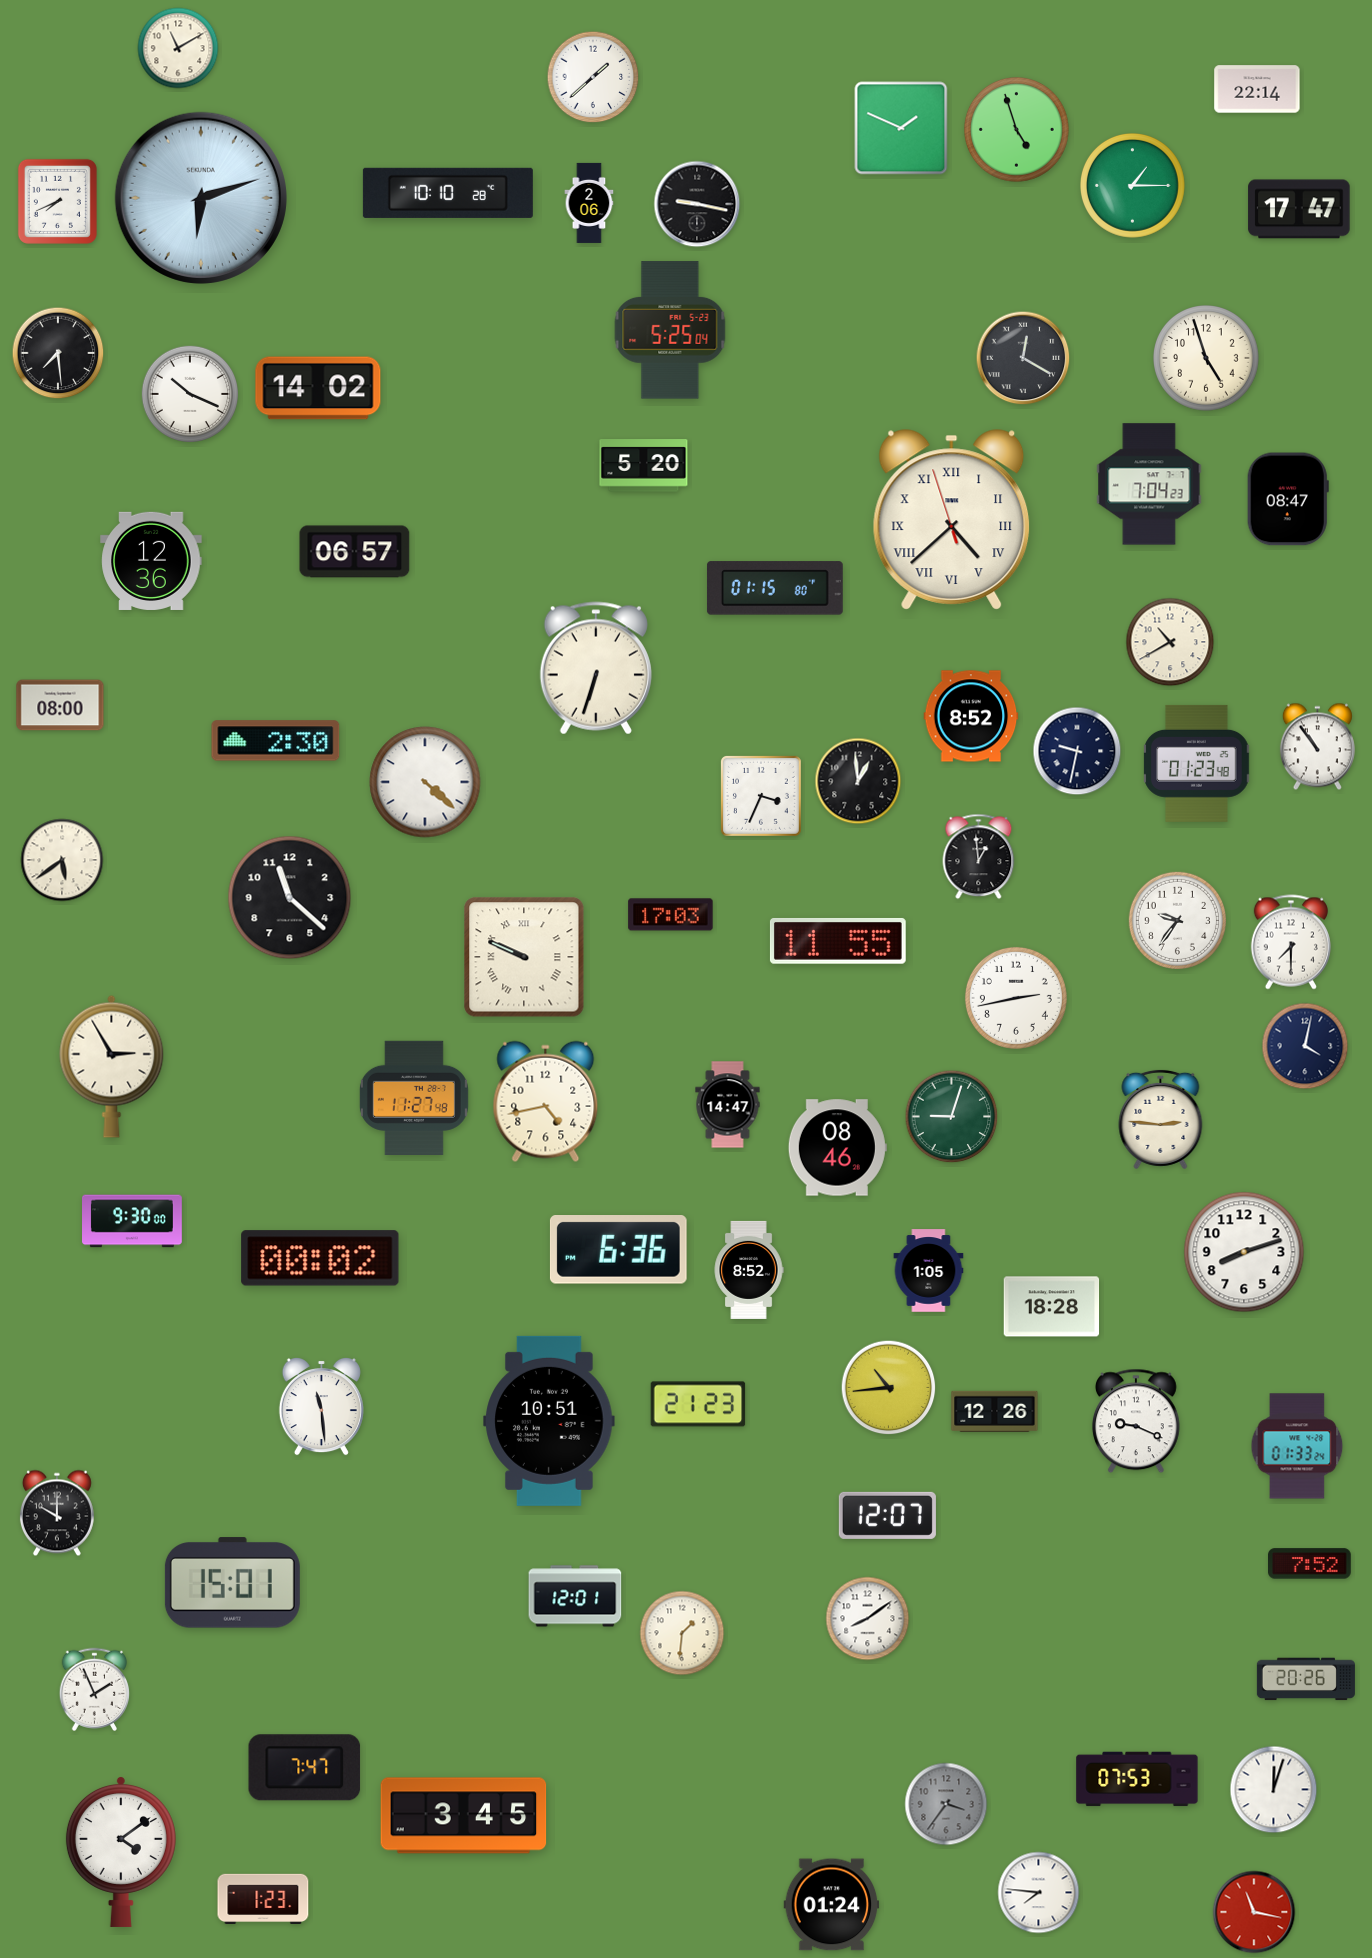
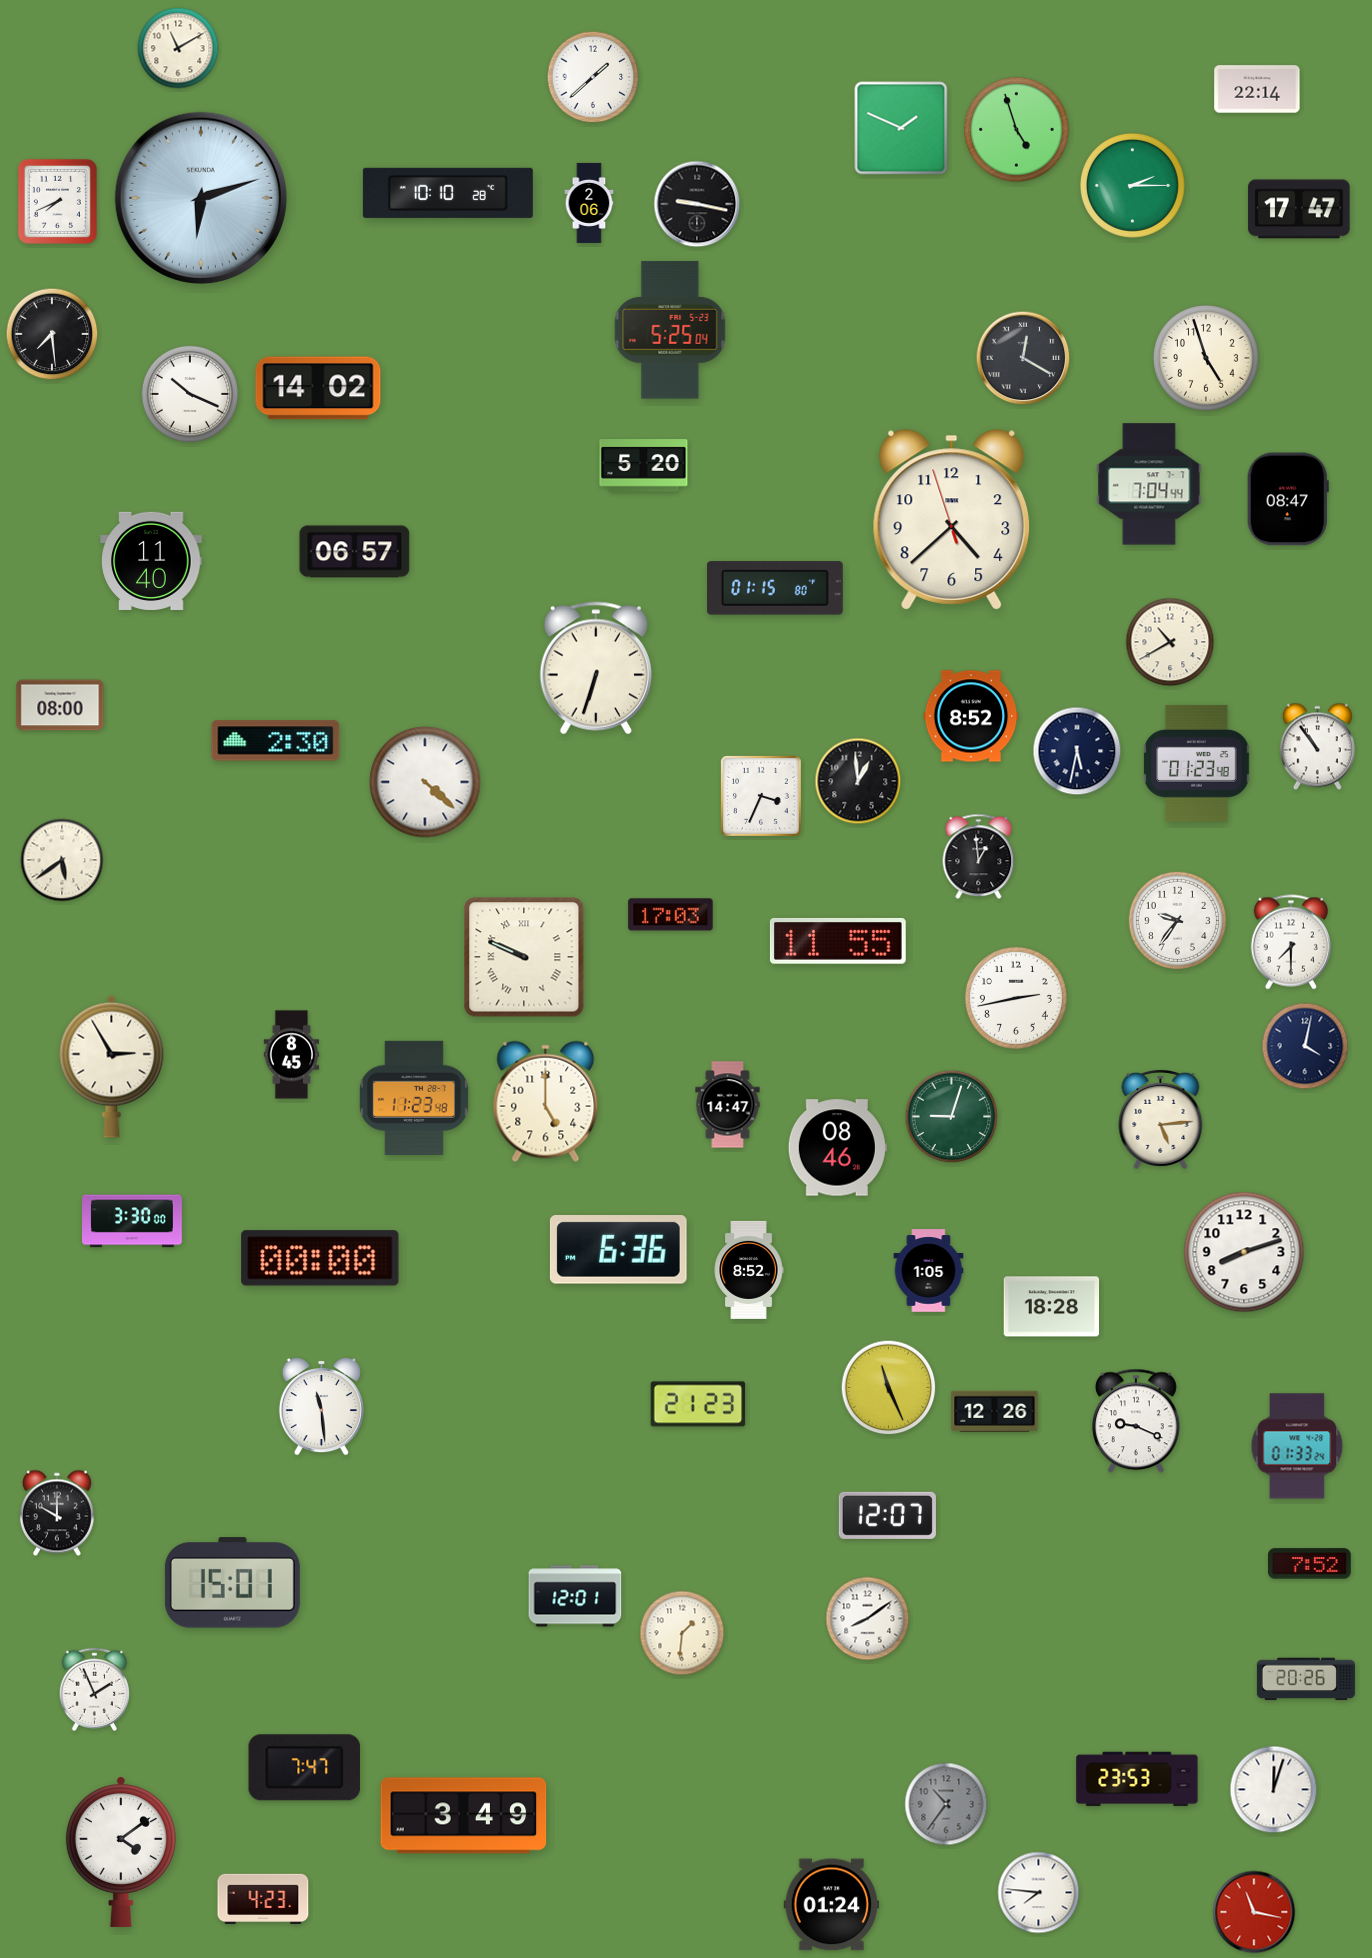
clock at (1133, 186): 1:15 -> 2:15
clock at (58, 353) position: (58, 353) -> (52, 334)
clock at (1149, 484): 7:04:23 -> 7:04:44
clock at (952, 520) numerals: Roman -> Arabic
clock at (151, 561): 12:36 -> 11:40
clock at (1077, 751): 9:32 -> 5:32
clock at (290, 898): 11:22 -> none
clock at (292, 1055): none -> 8:45
clock at (414, 1097): 11:27 -> 11:23
clock at (546, 1102): 4:43 -> 5:00
clock at (1161, 1119): 2:46 -> 5:14
clock at (133, 1221): 9:30 -> 3:30
clock at (320, 1258): 00:02 -> 00:00
clock at (889, 1388): 10:44 -> 11:26
clock at (549, 1421): 10:51 -> none
clock at (1137, 1779): 07:53 -> 23:53
clock at (946, 1804): 3:36 -> 10:36
clock at (464, 1816): 3:45 -> 3:49
clock at (263, 1899): 1:23 -> 4:23
